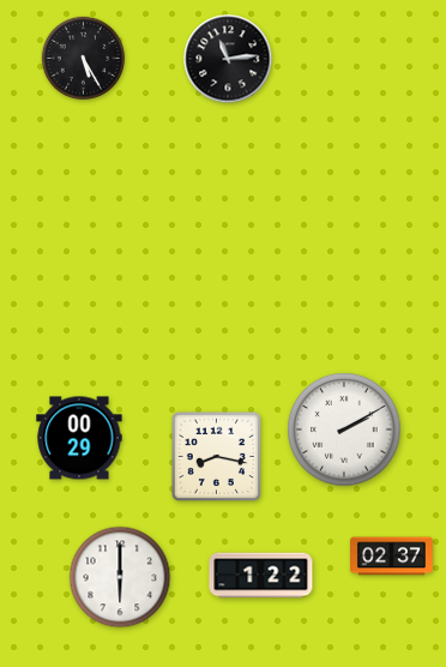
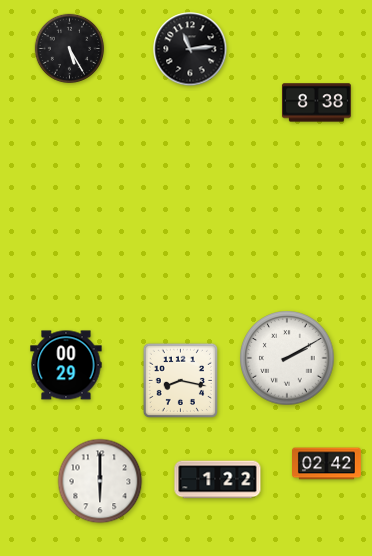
clock at (316, 103): none -> 8:38
clock at (392, 557): 02:37 -> 02:42
